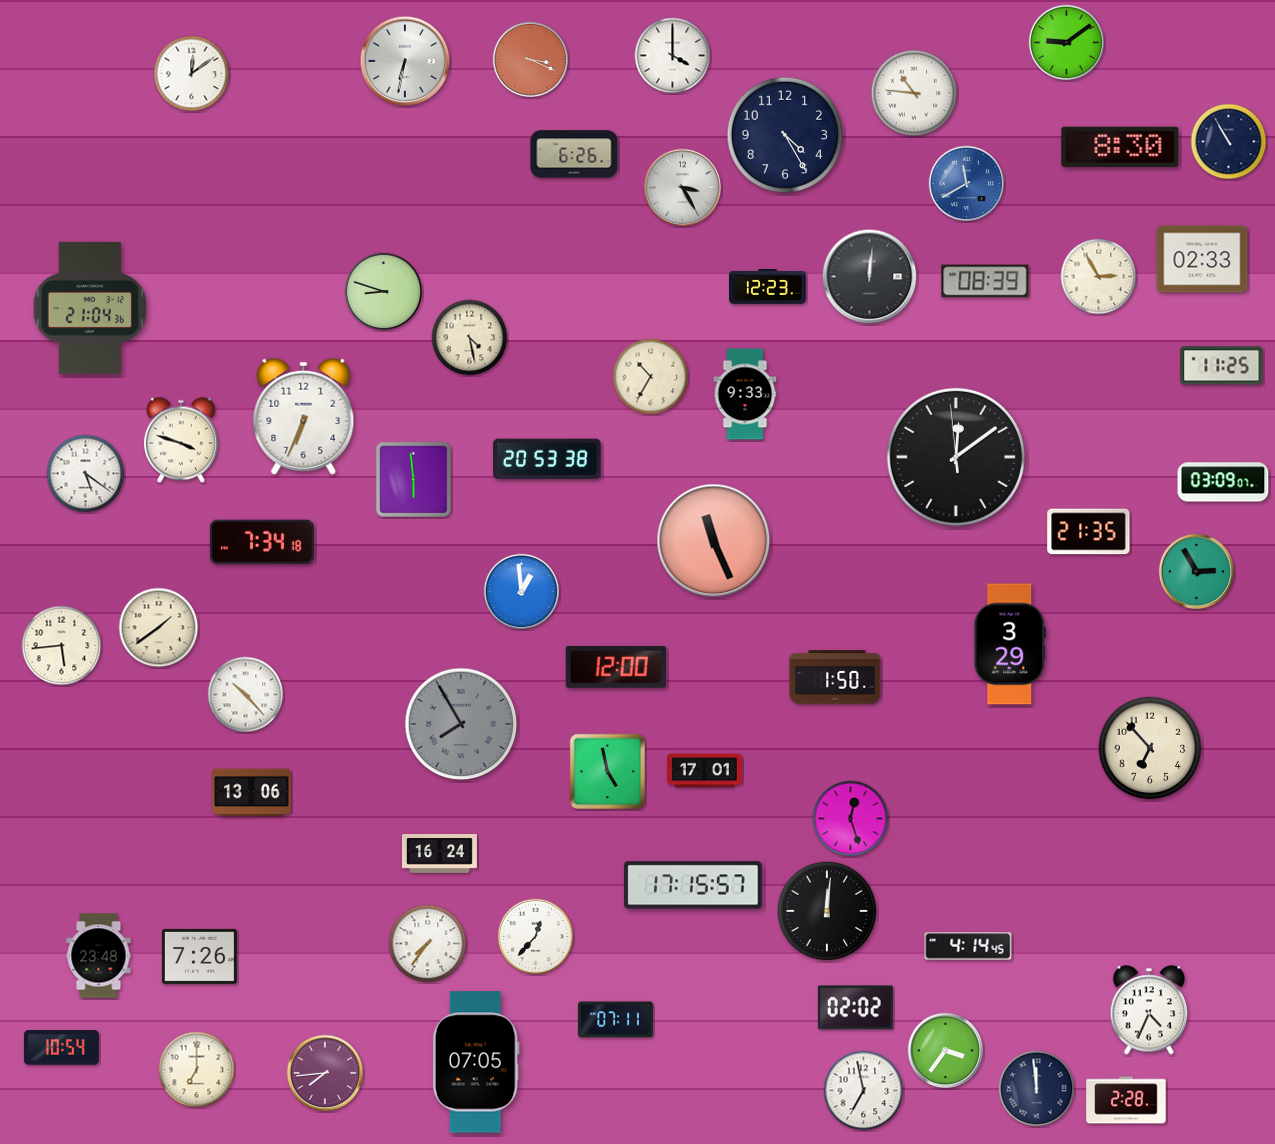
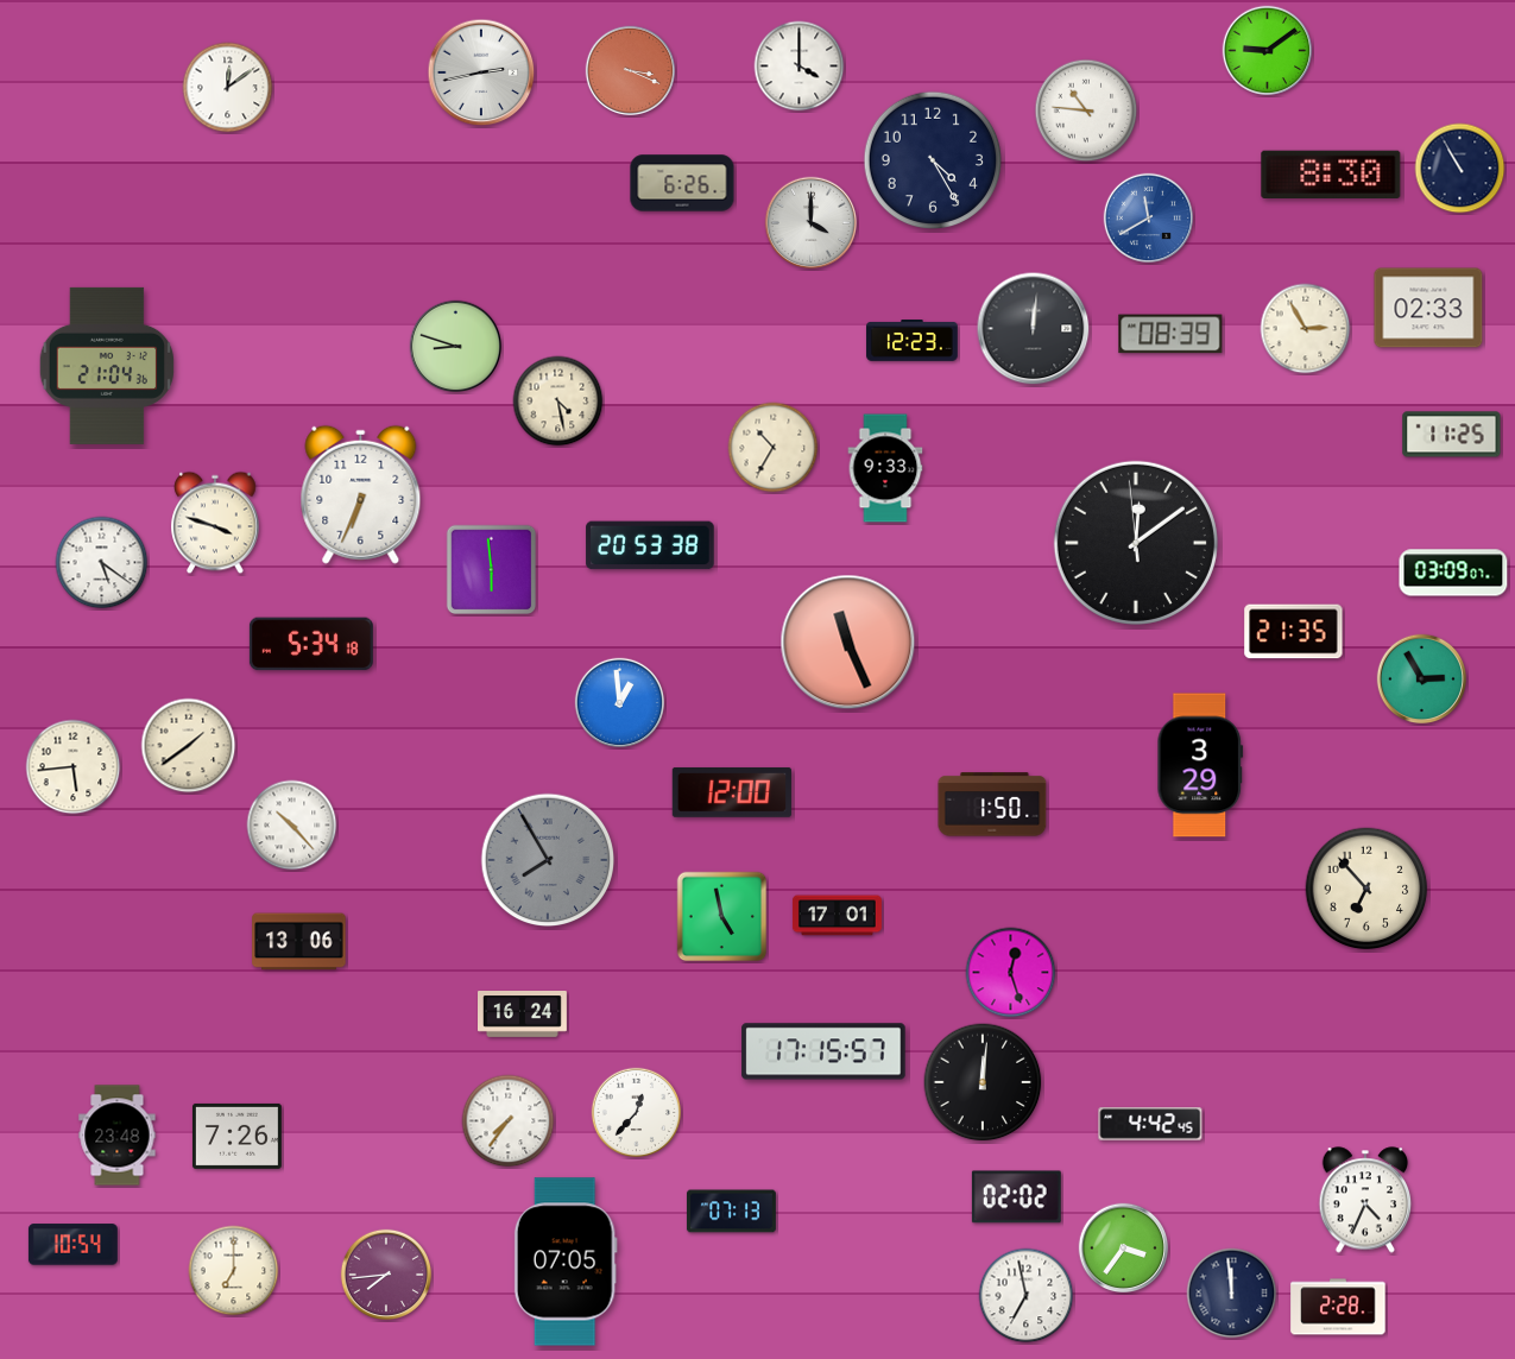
clock at (405, 61): 6:32 -> 2:43
clock at (683, 188): 3:25 -> 4:00
clock at (262, 542): 7:34 -> 5:34
clock at (968, 946): 4:14 -> 4:42
clock at (615, 1020): 07:11 -> 07:13
